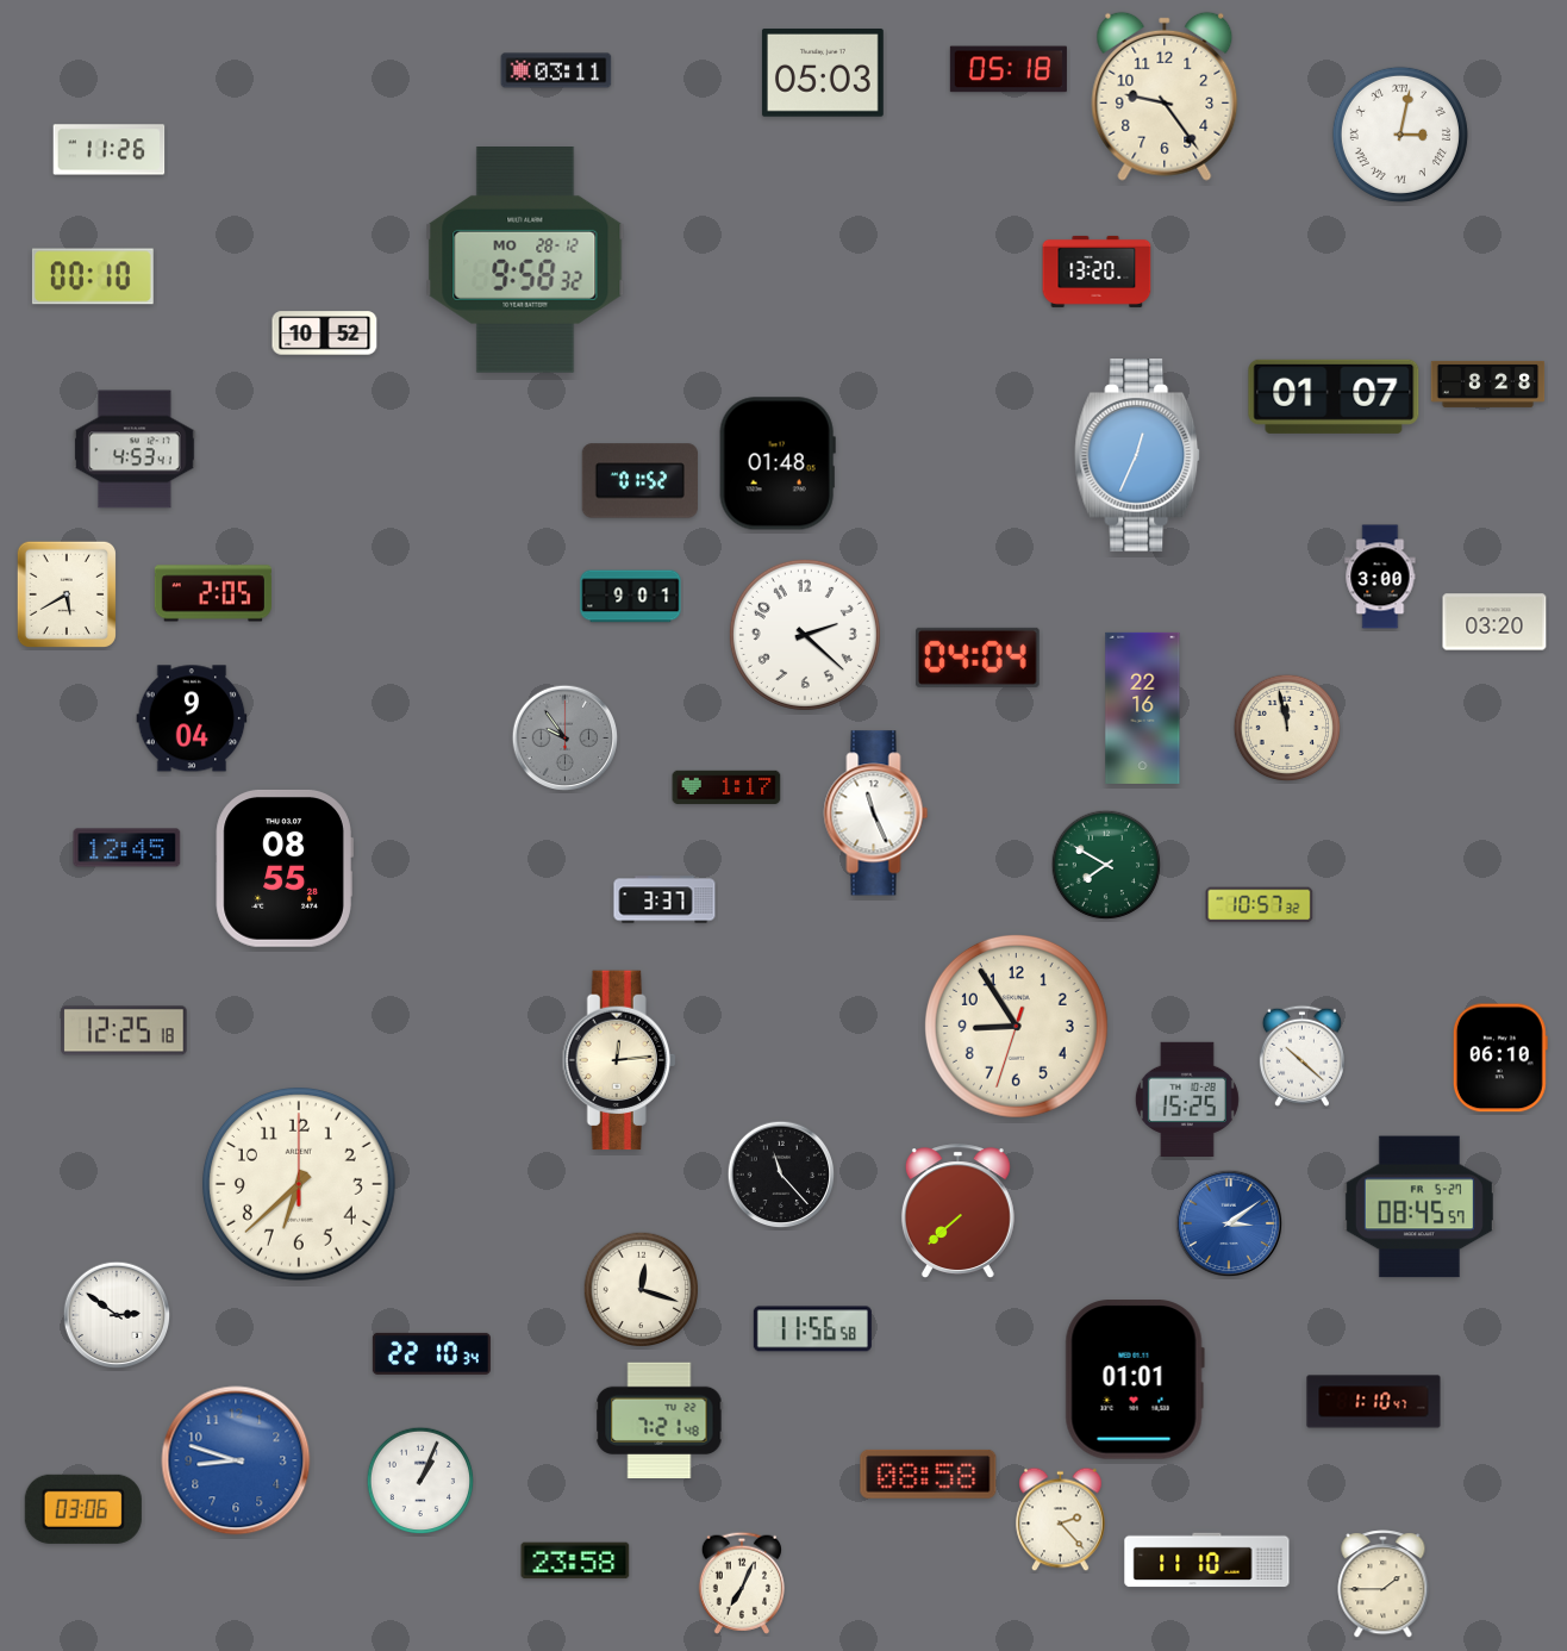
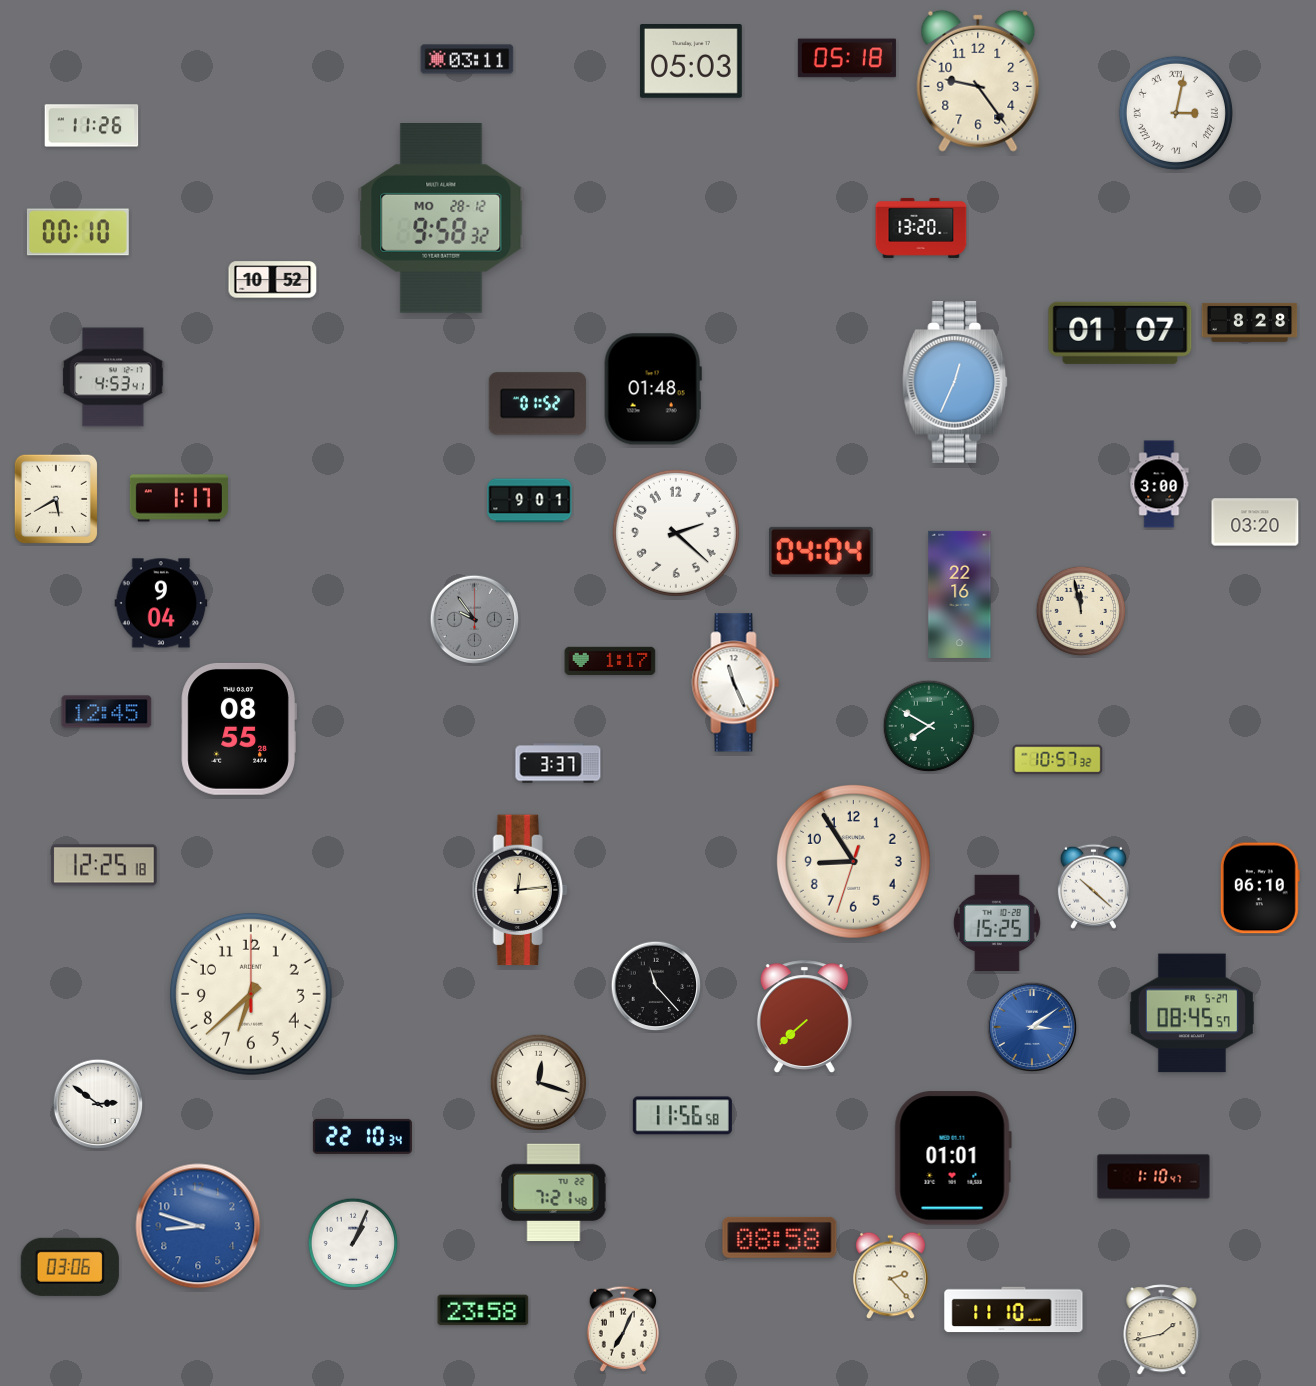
clock at (213, 593): 2:05 -> 1:17
clock at (664, 899) position: (664, 899) -> (558, 763)
clock at (1384, 1584): 1:45 -> 1:43
